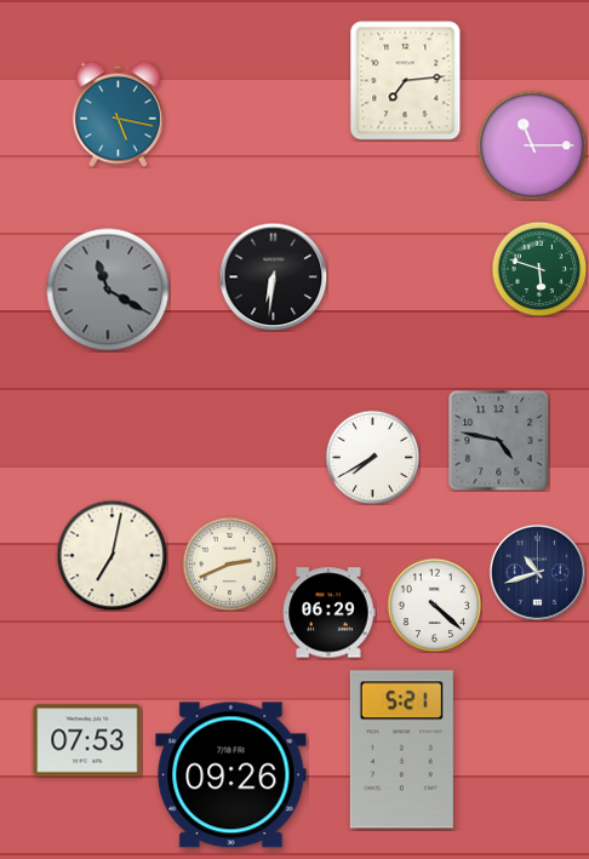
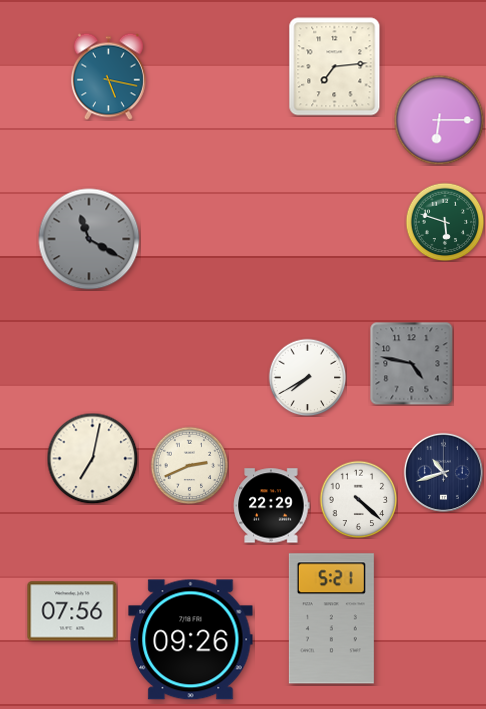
clock at (118, 114) position: (118, 114) -> (108, 76)
clock at (532, 145): 11:15 -> 6:15
clock at (273, 276): 6:31 -> none
clock at (328, 613): 06:29 -> 22:29
clock at (87, 740): 07:53 -> 07:56
